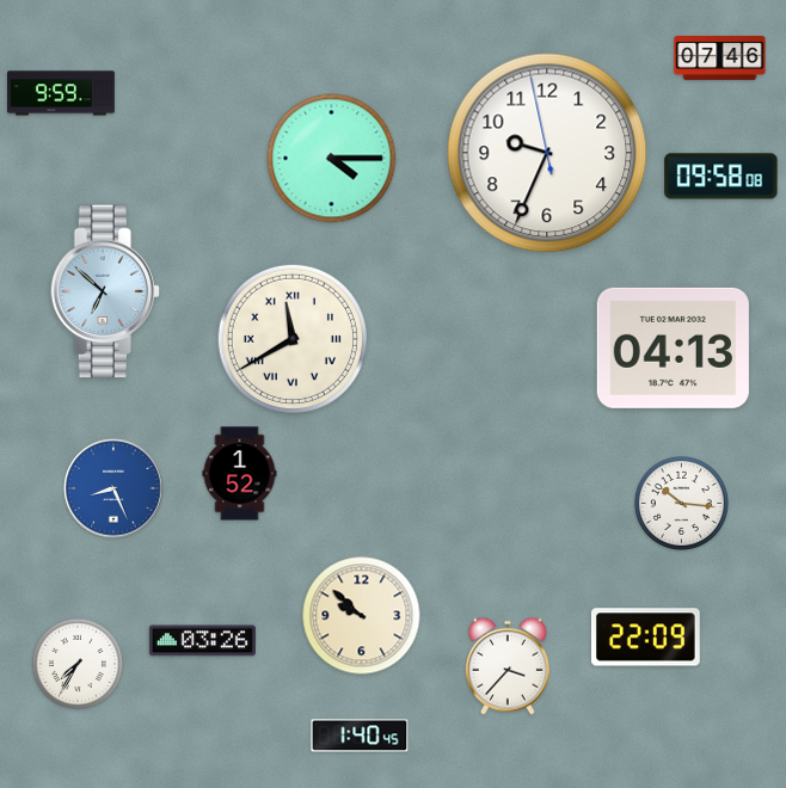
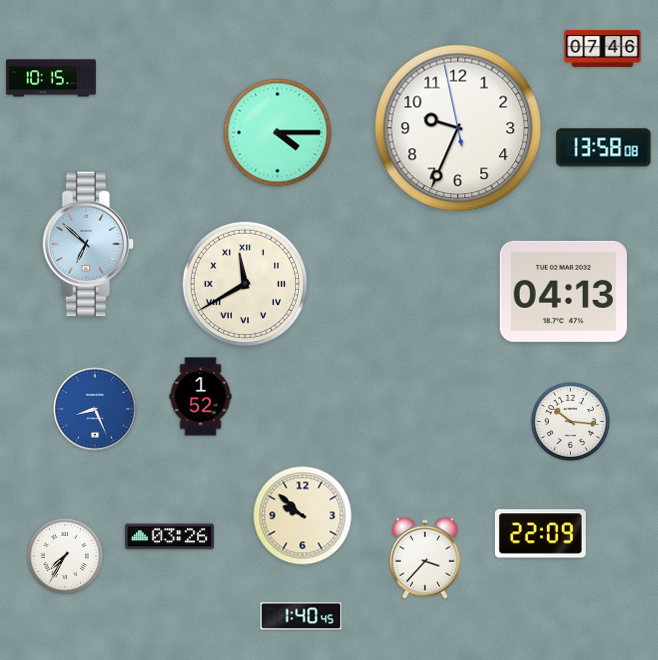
clock at (61, 93): 9:59 -> 10:15
clock at (721, 177): 09:58 -> 13:58
